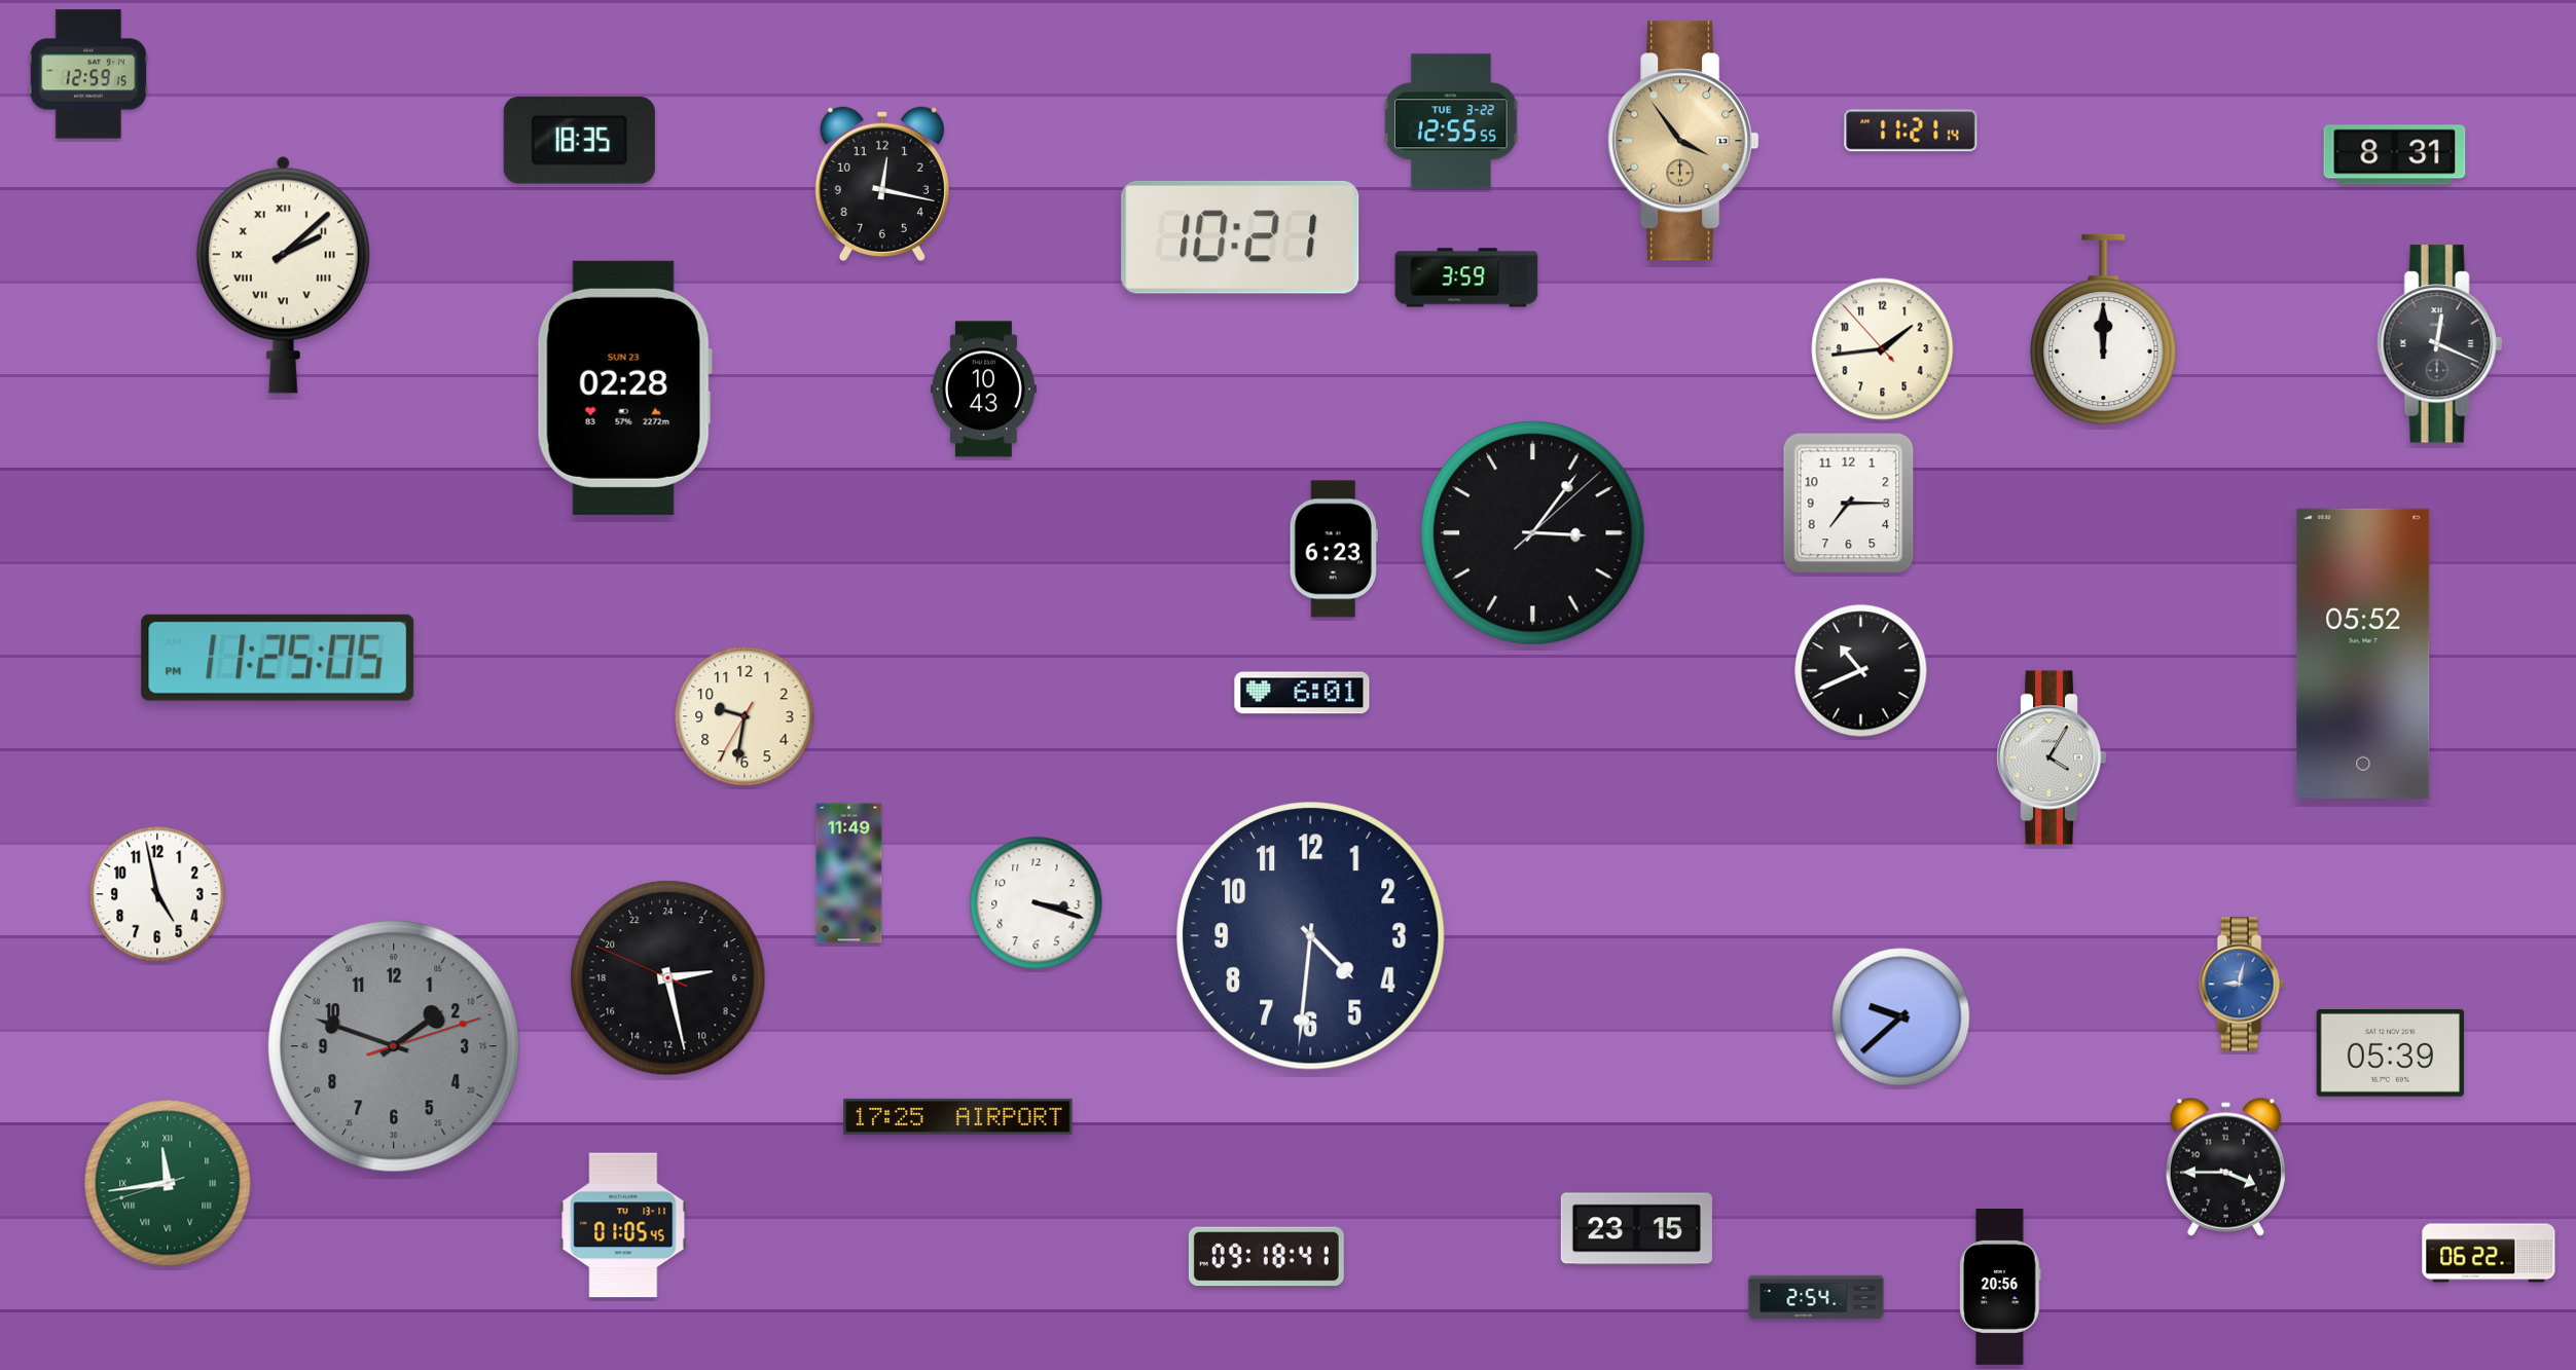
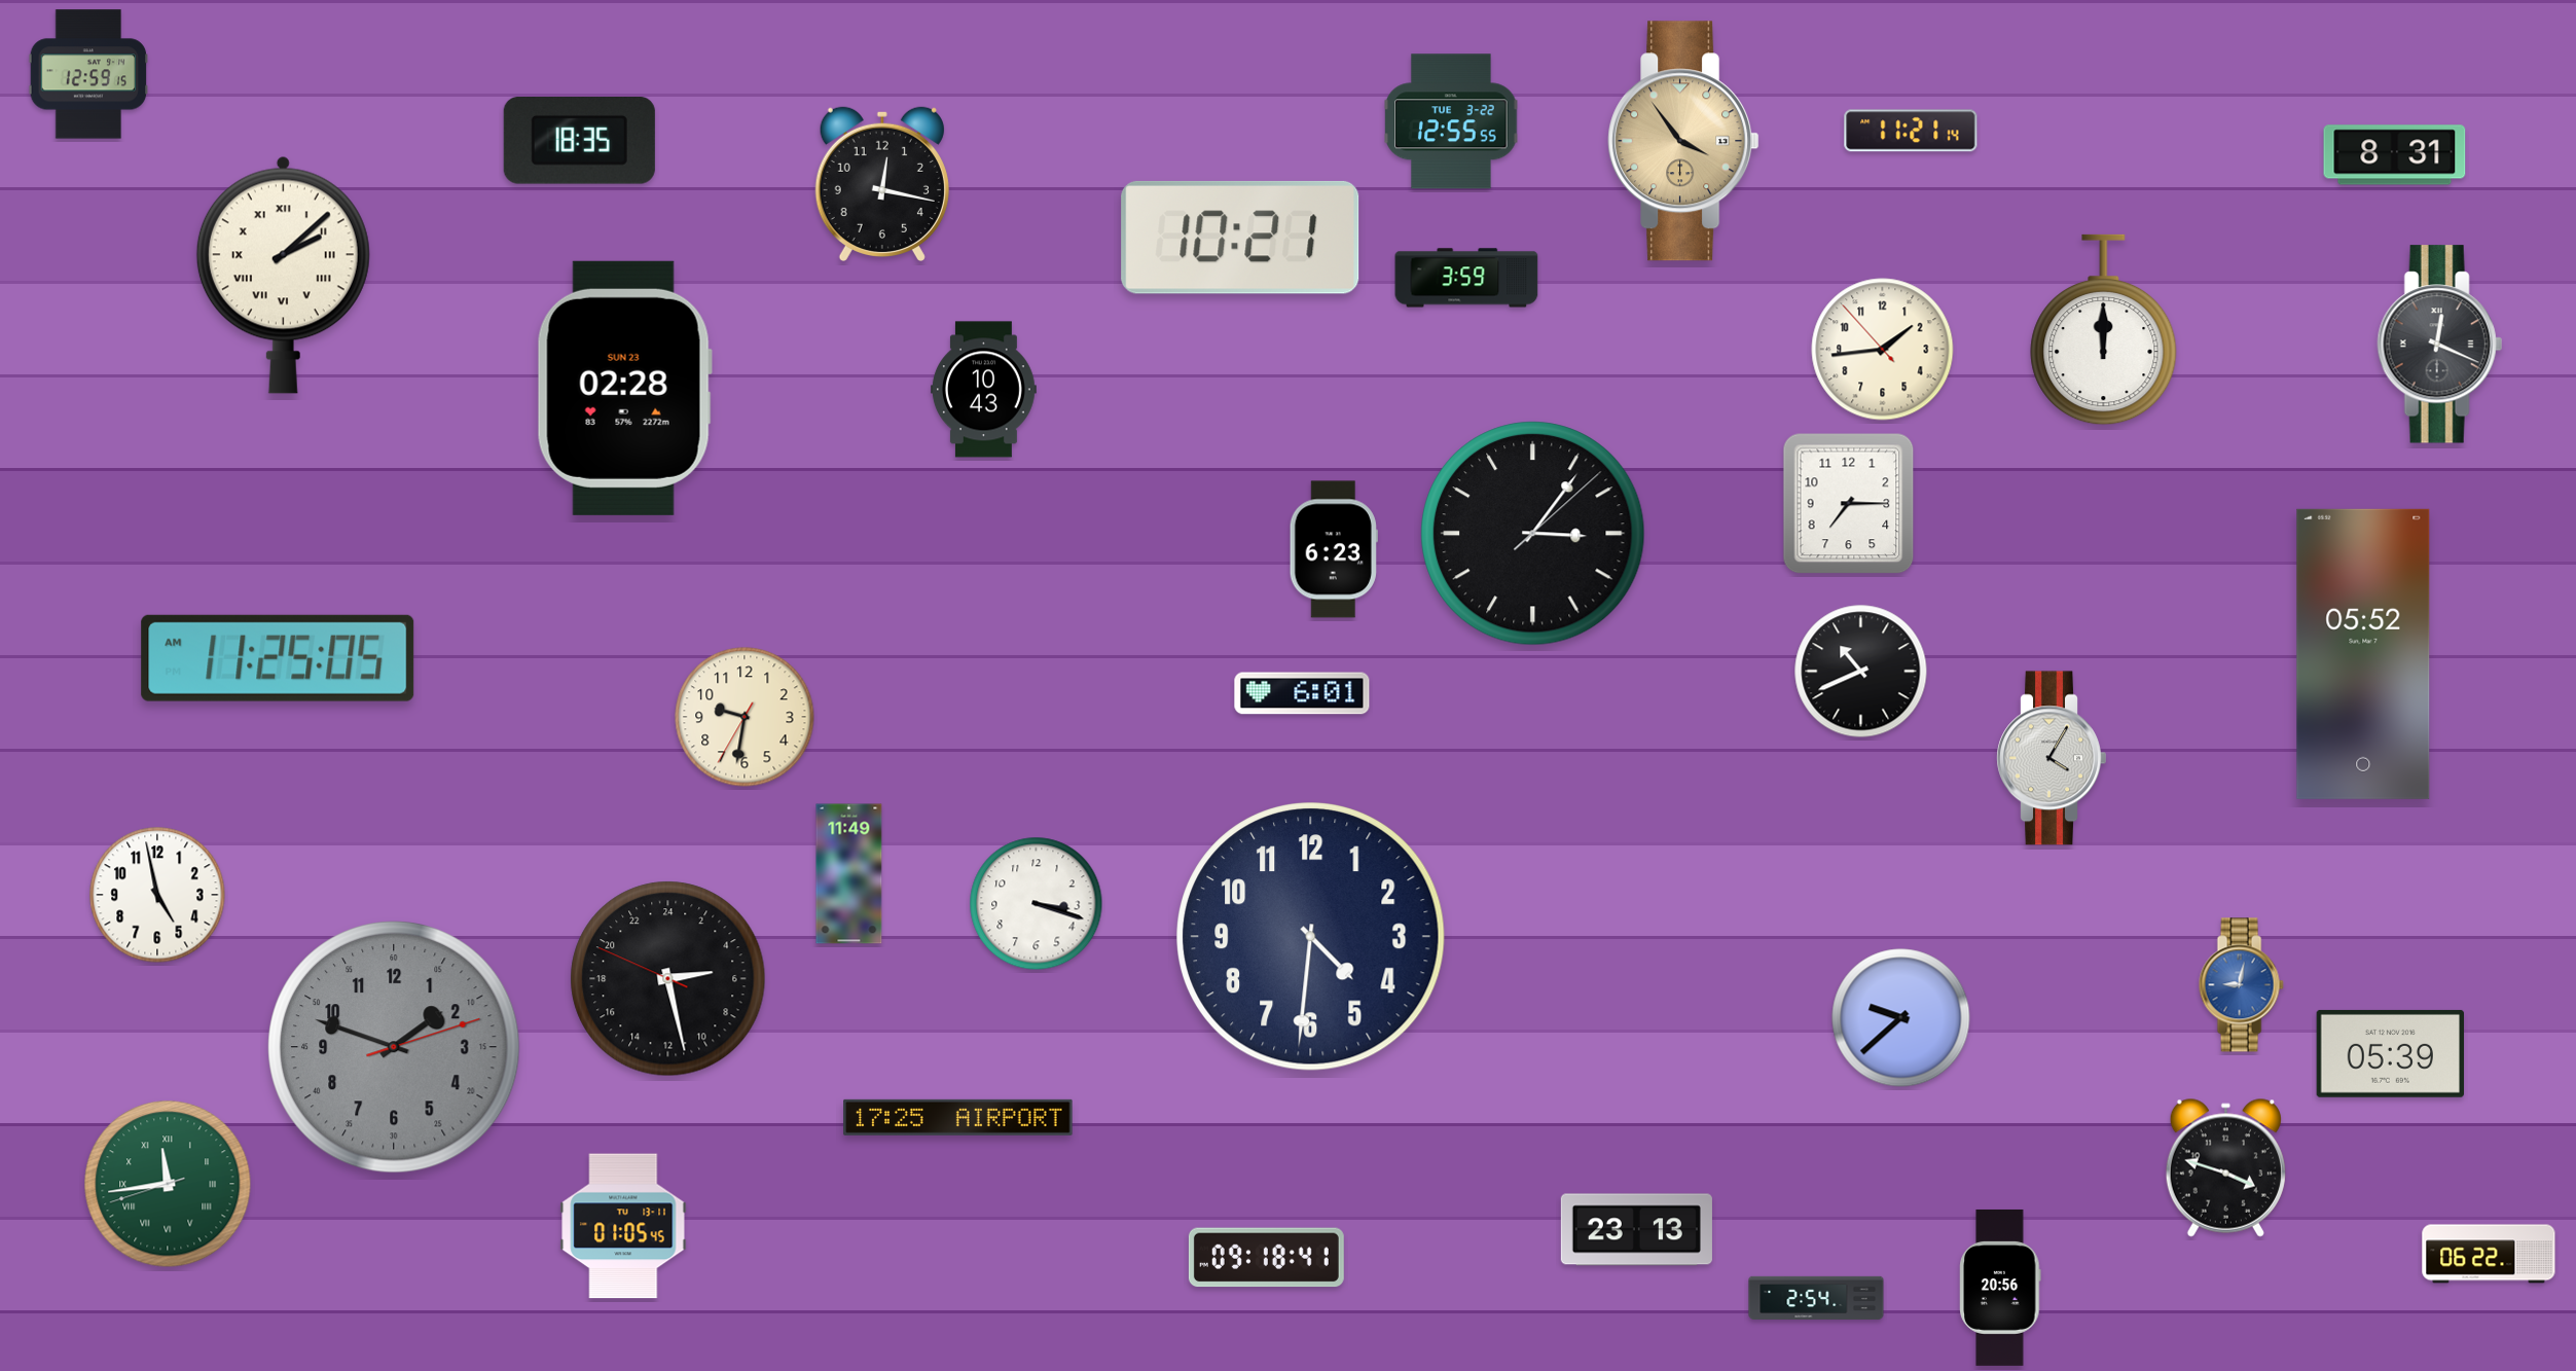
clock at (278, 658): 11:25:05 PM -> 11:25:05 AM
clock at (2225, 1167): 3:45 -> 3:48
clock at (1636, 1229): 23:15 -> 23:13
